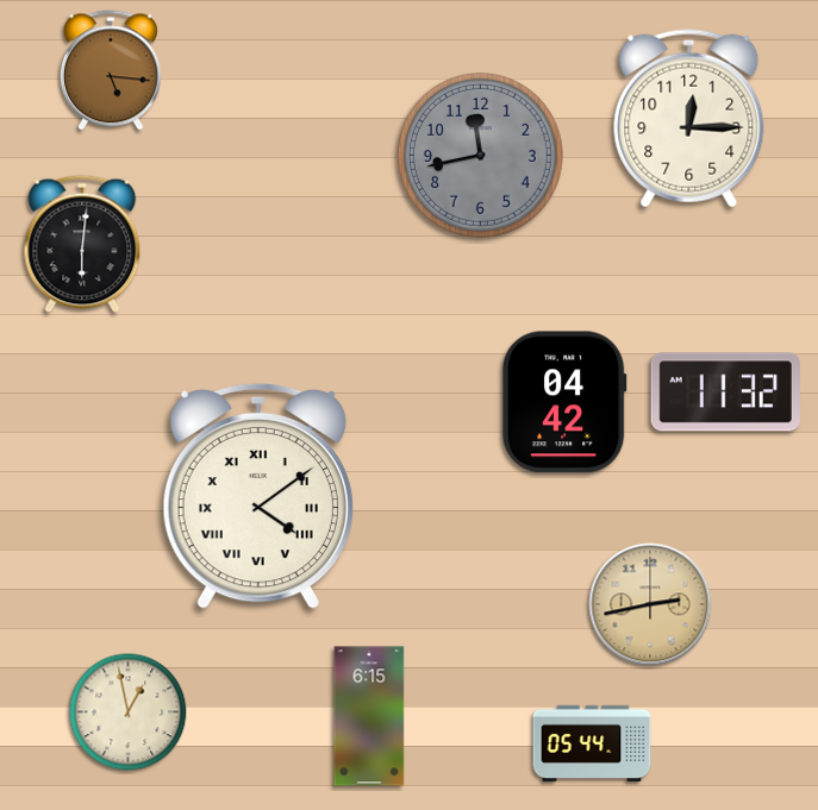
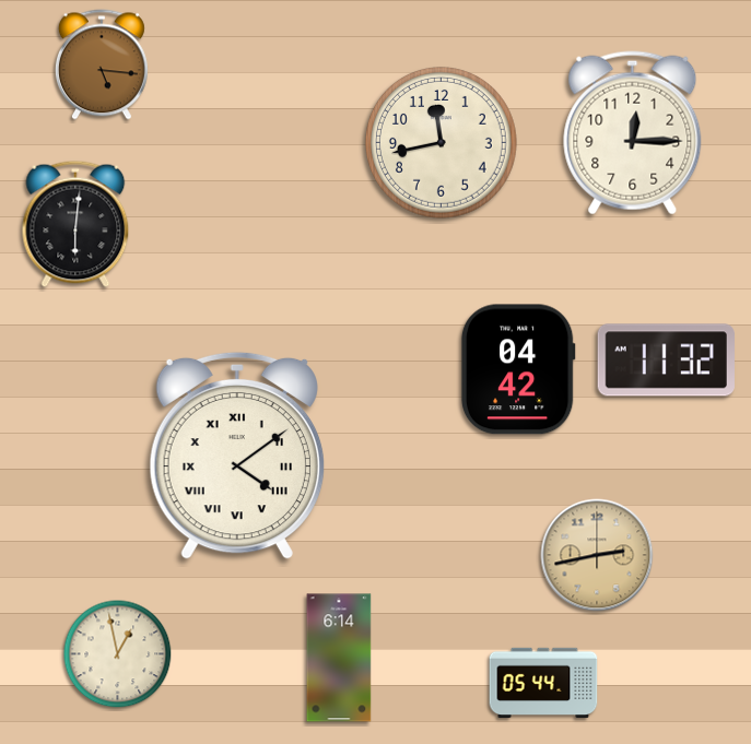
clock at (689, 119) position: (689, 119) -> (633, 133)
clock at (480, 155) dial: grey -> cream
clock at (369, 716): 6:15 -> 6:14
